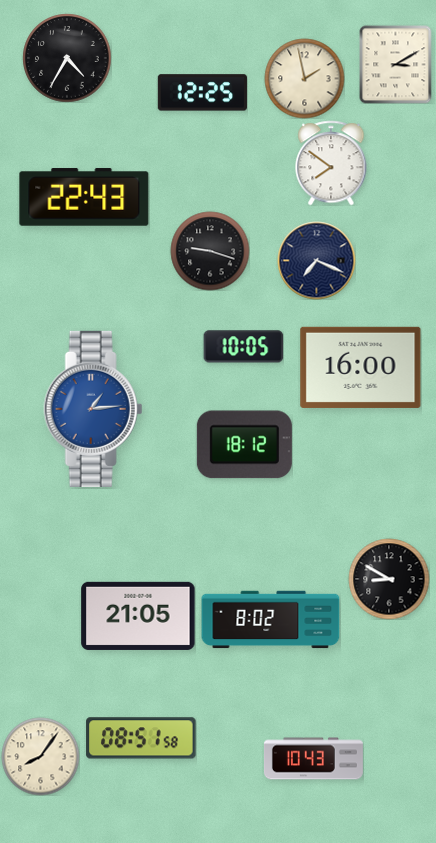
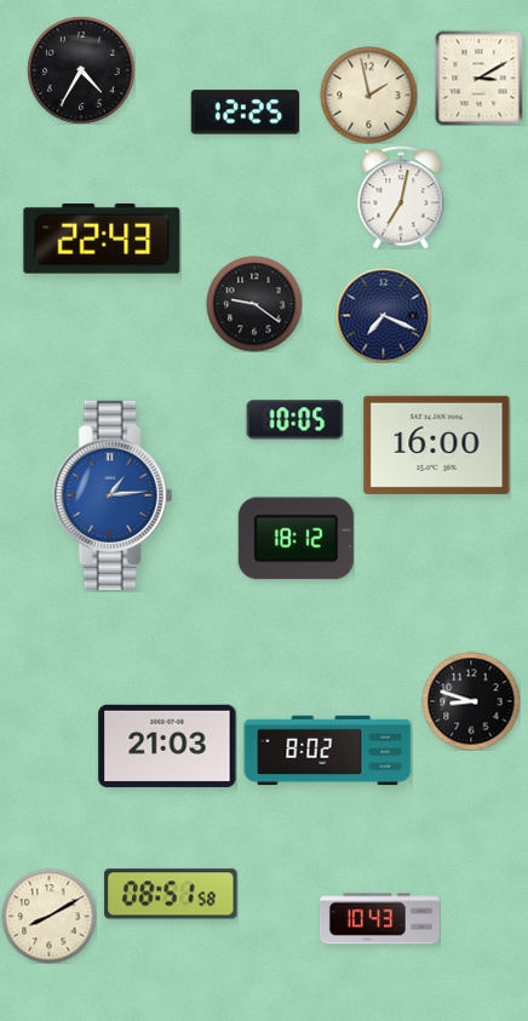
clock at (331, 163): 7:51 -> 7:02
clock at (210, 251): 9:18 -> 9:21
clock at (389, 579): 8:50 -> 8:48
clock at (138, 616): 21:05 -> 21:03
clock at (40, 756): 8:06 -> 8:10
